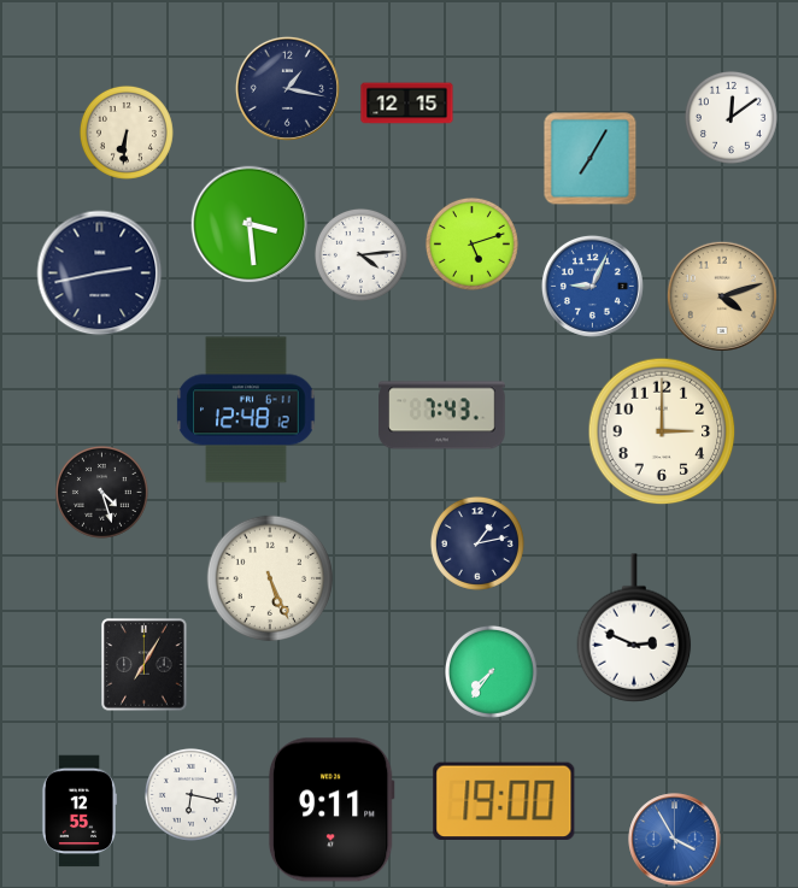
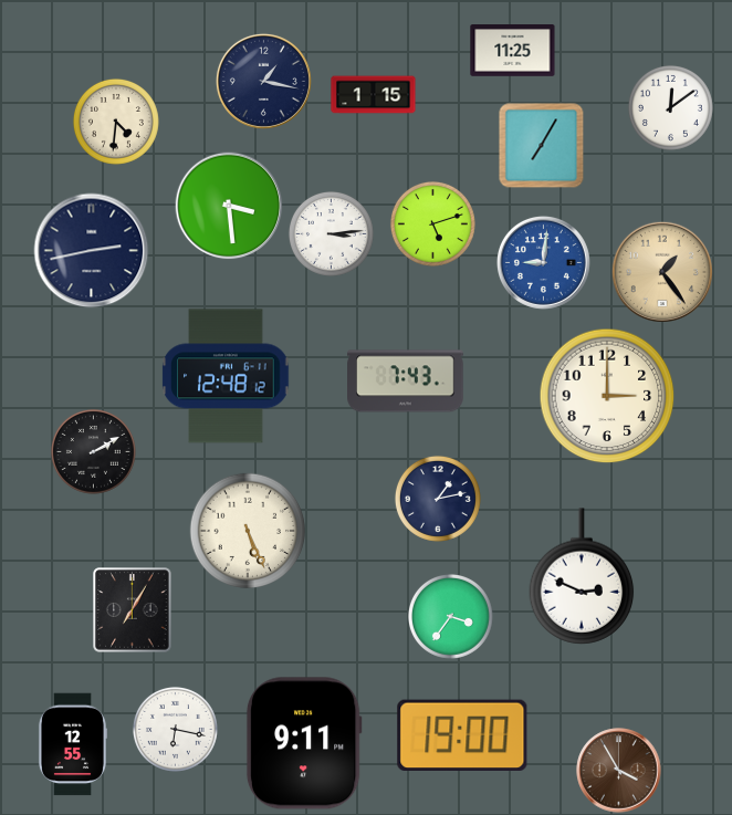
clock at (513, 51): none -> 11:25
clock at (407, 104): 12:15 -> 1:15
clock at (127, 133): 6:31 -> 4:31
clock at (360, 254): 4:14 -> 3:14
clock at (592, 286): 9:04 -> 9:01
clock at (722, 296): 4:12 -> 1:24
clock at (101, 492): 4:27 -> 2:10
clock at (491, 671): 7:36 -> 3:36
clock at (675, 840) dial: blue -> brown
